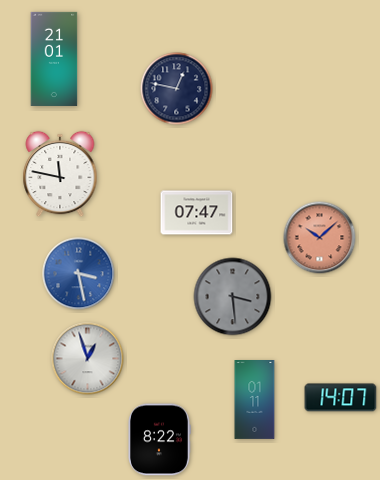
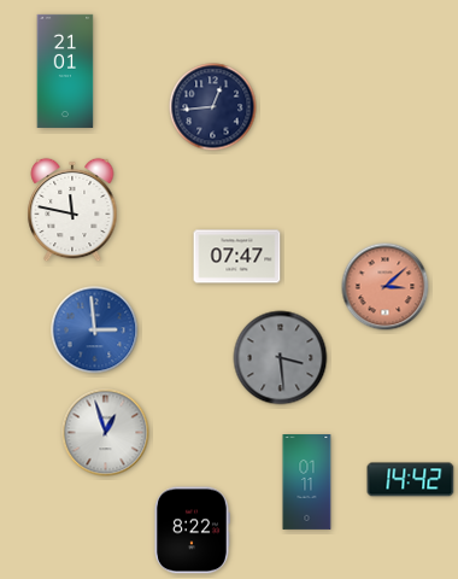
clock at (177, 89): 12:47 -> 12:44
clock at (320, 238): 10:08 -> 3:08
clock at (79, 274): 3:28 -> 2:59
clock at (341, 398): 14:07 -> 14:42
